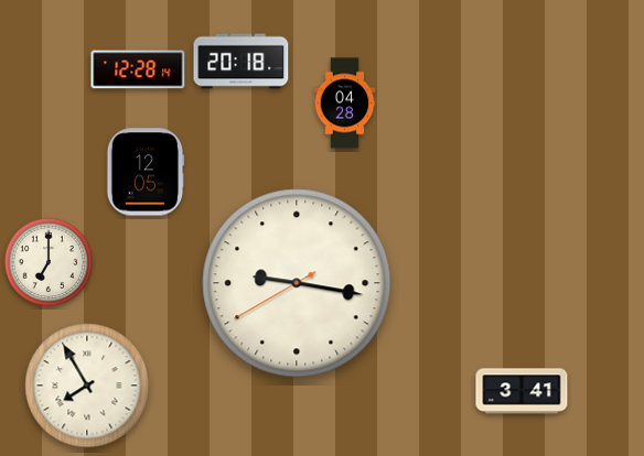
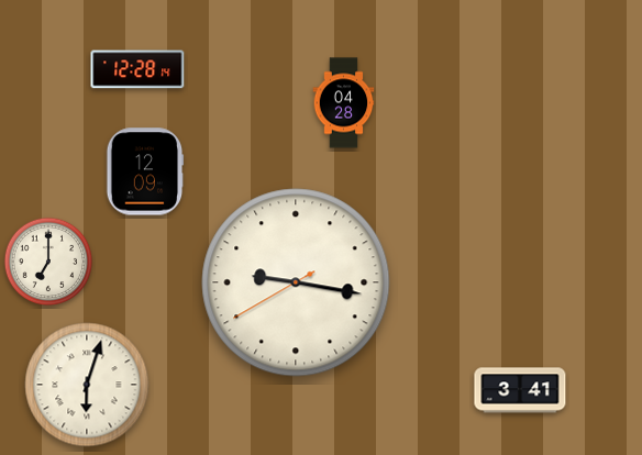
clock at (241, 62): 20:18 -> none
clock at (146, 172): 12:05 -> 12:09
clock at (87, 386): 7:55 -> 6:03
